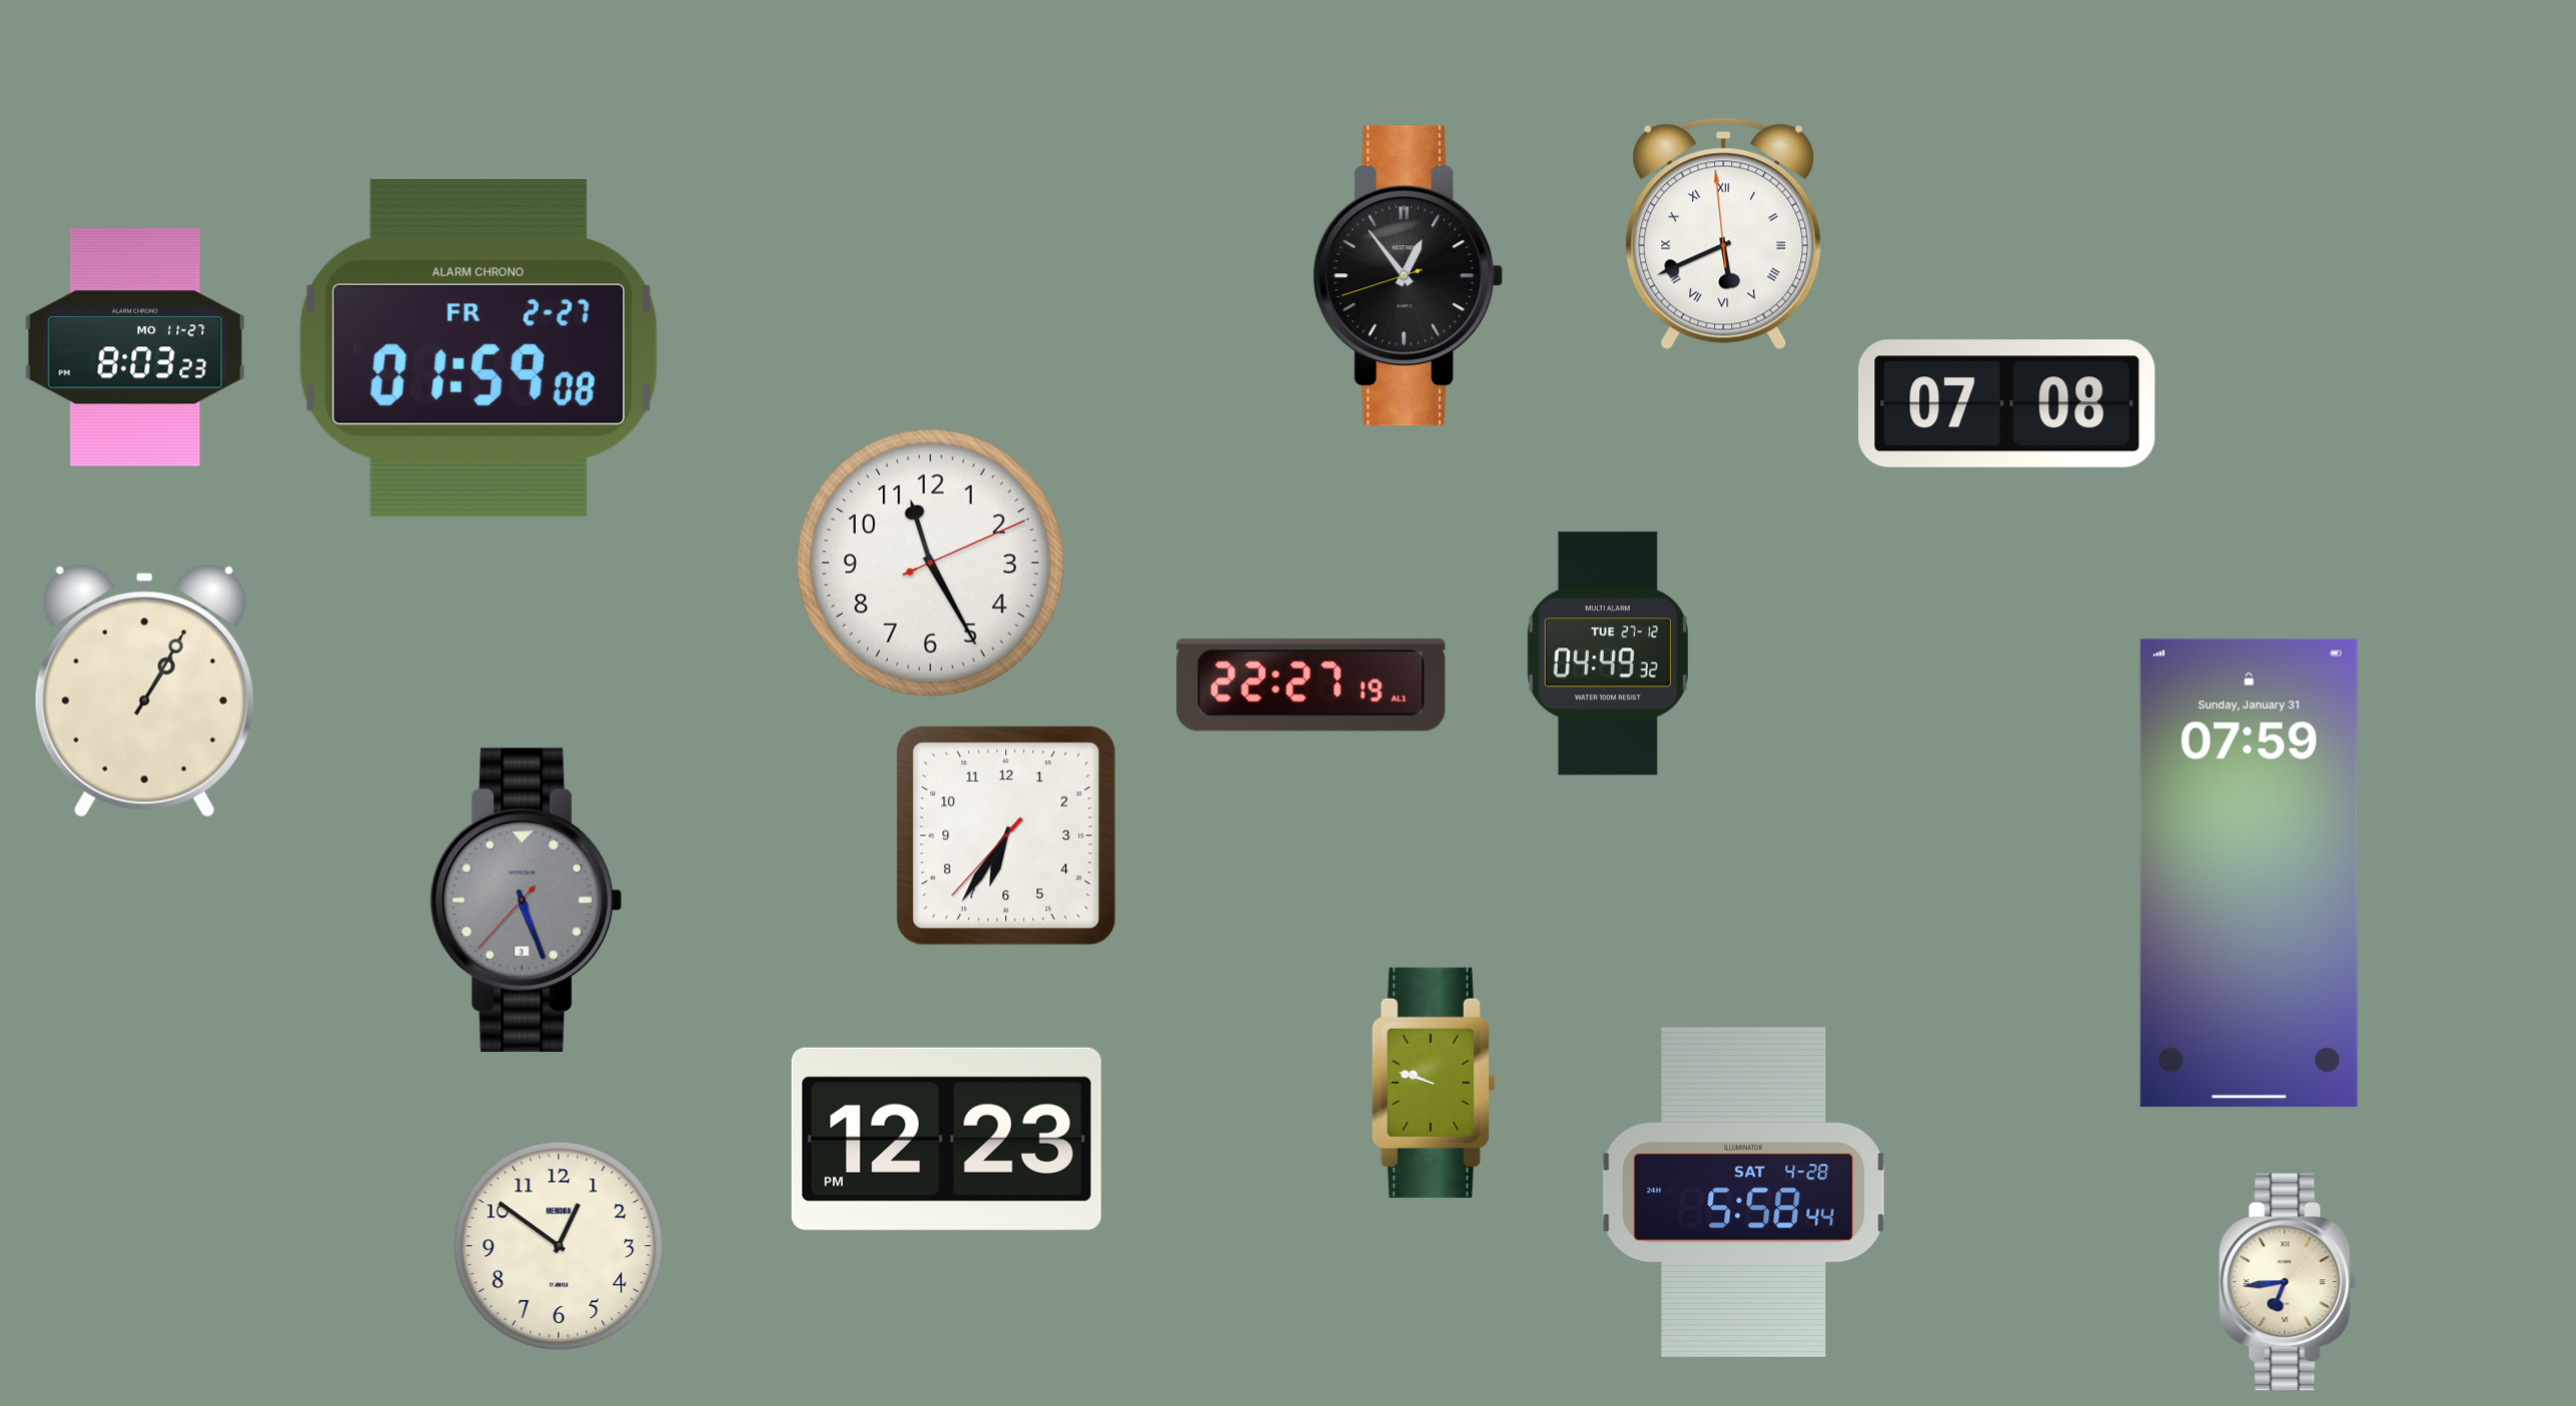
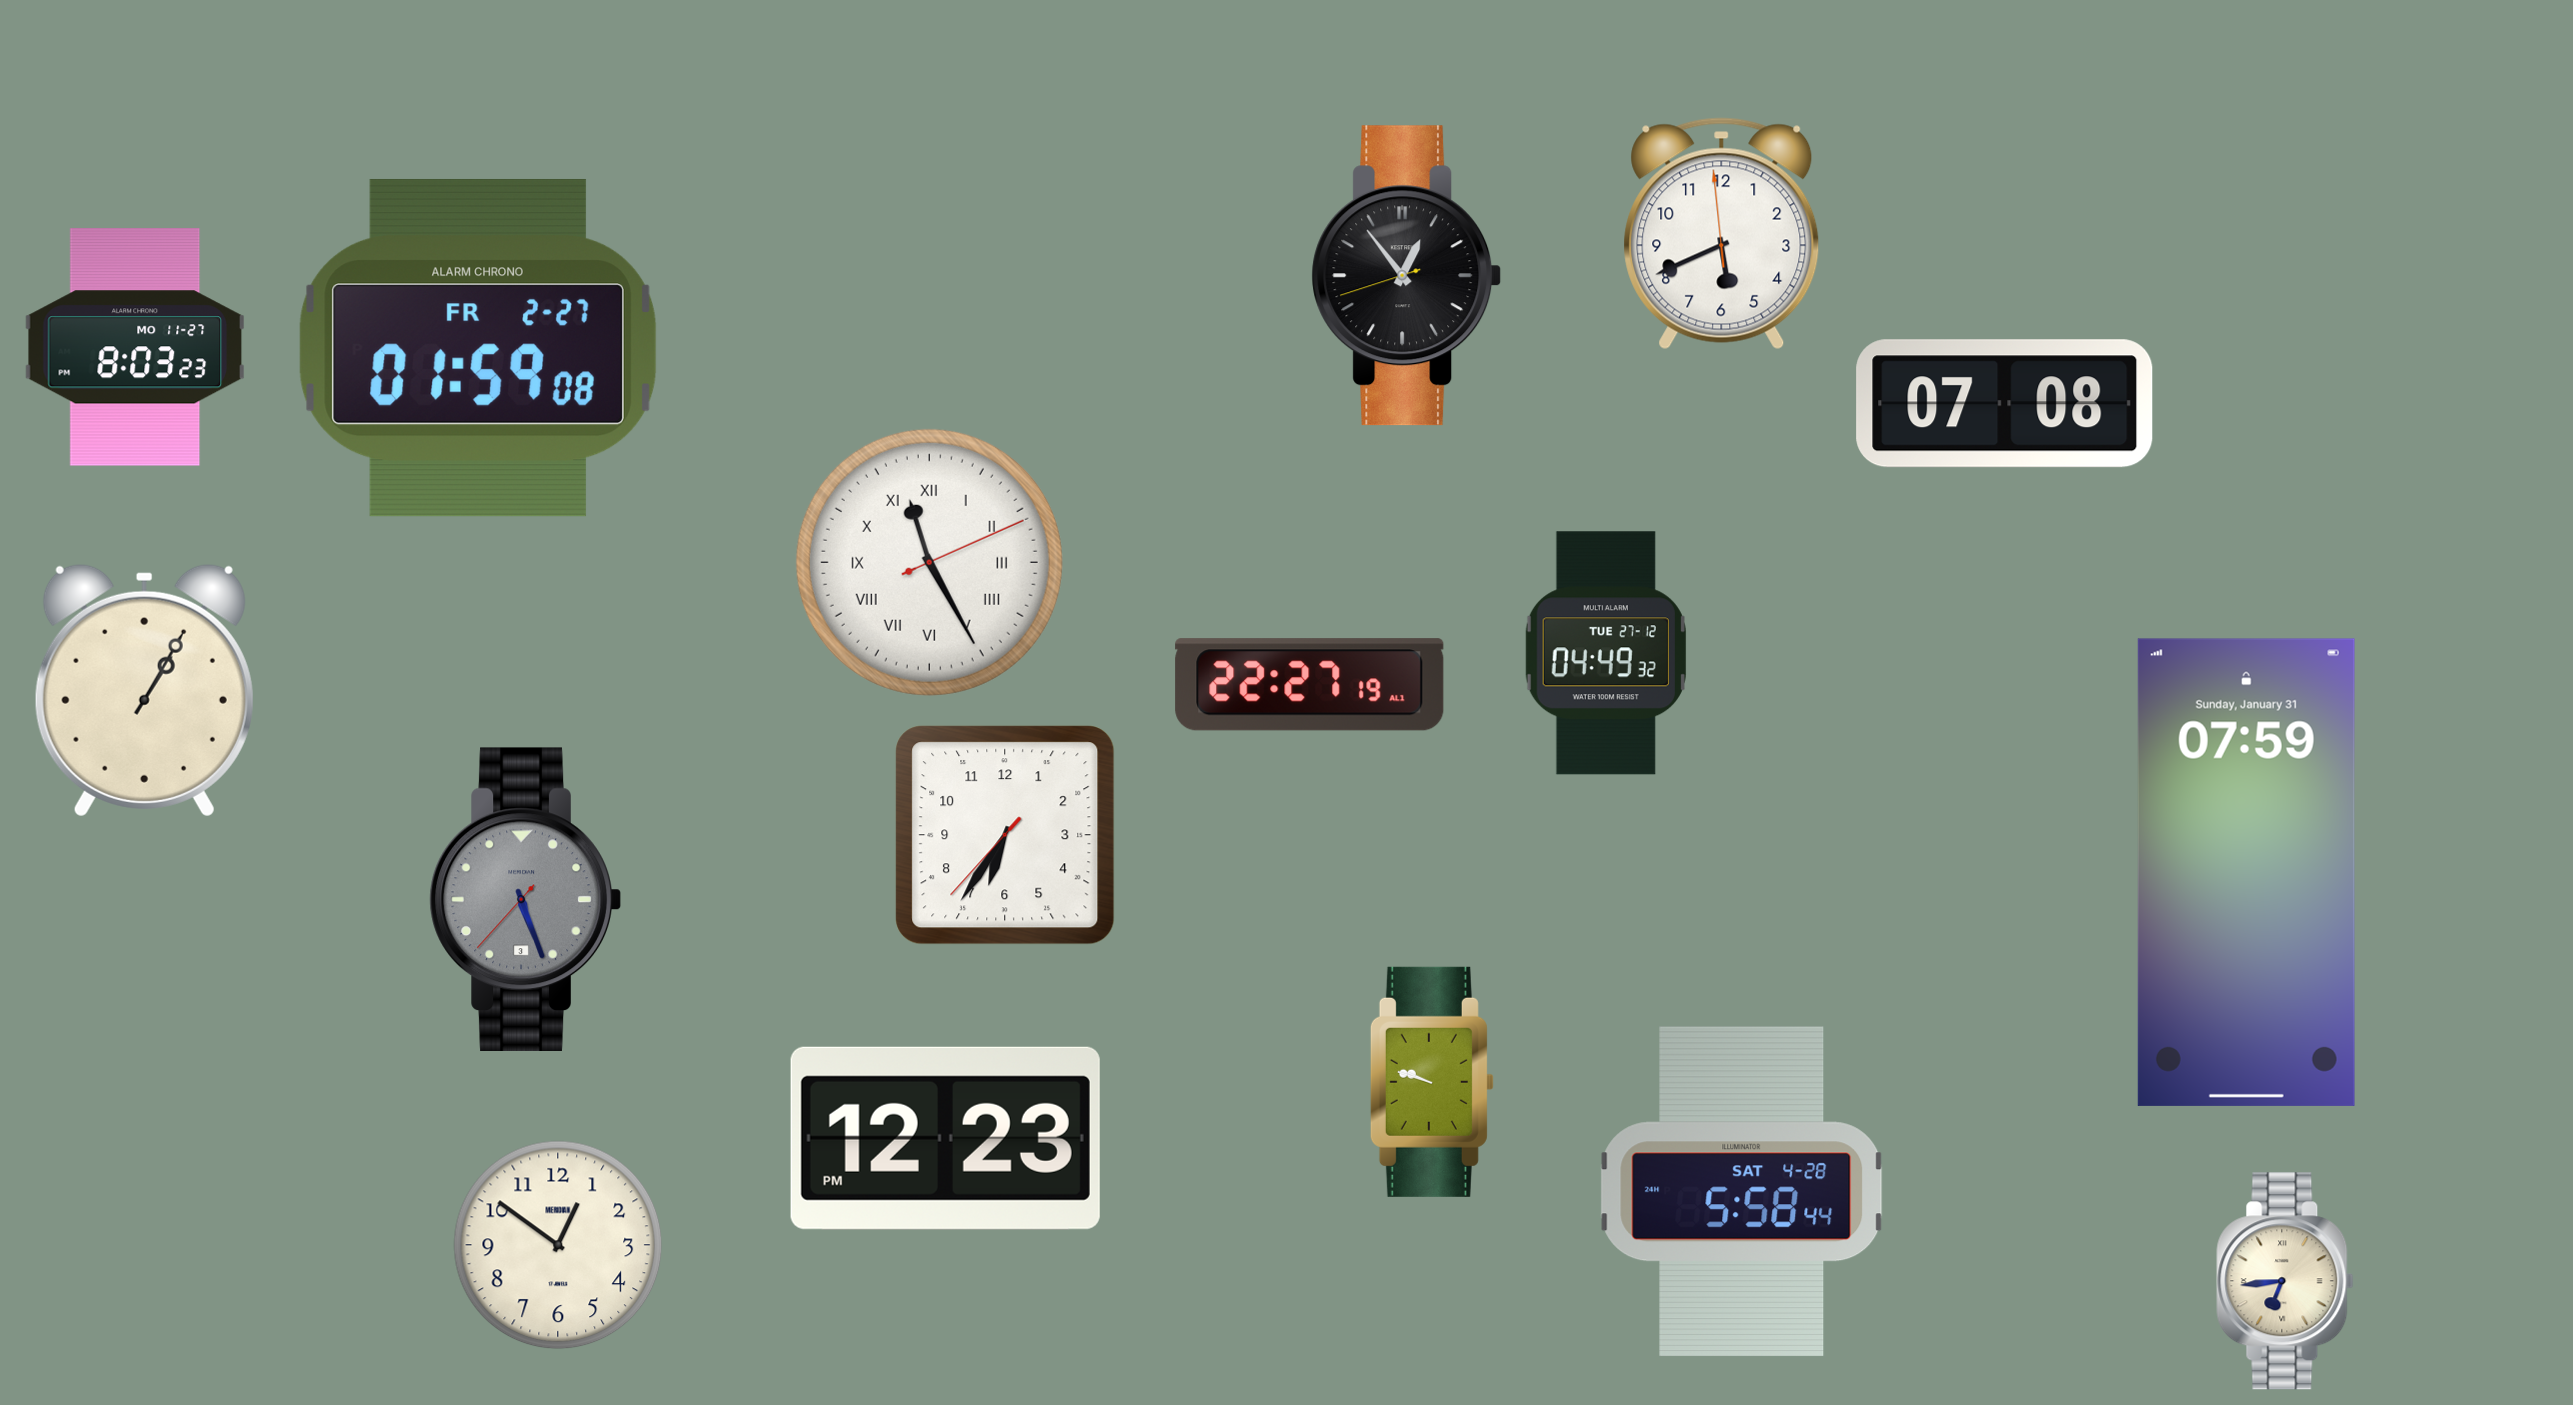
clock at (1724, 234) numerals: Roman -> Arabic
clock at (930, 562) numerals: Arabic -> Roman
